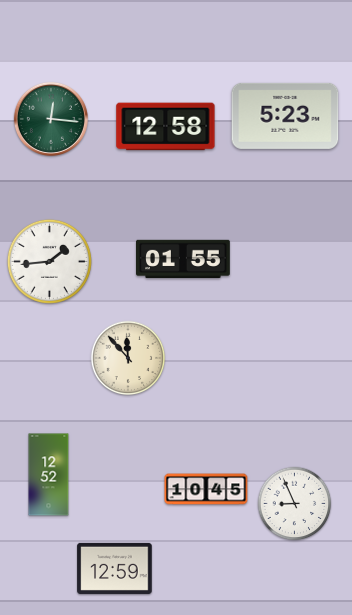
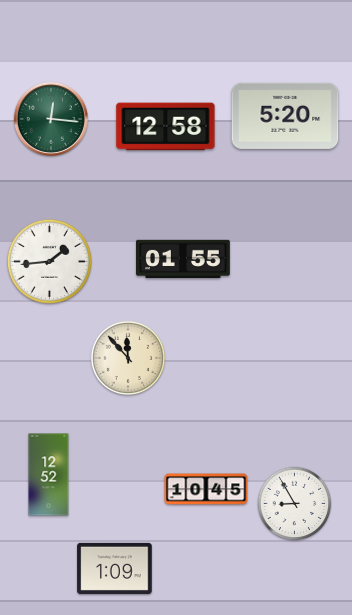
clock at (285, 116): 5:23 -> 5:20
clock at (295, 504): 8:56 -> 8:55
clock at (115, 568): 12:59 -> 1:09
